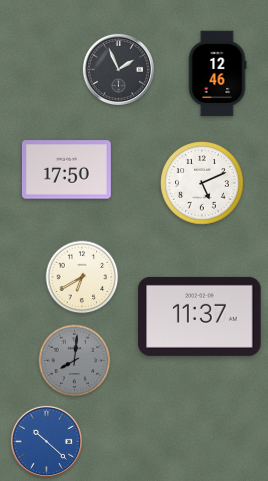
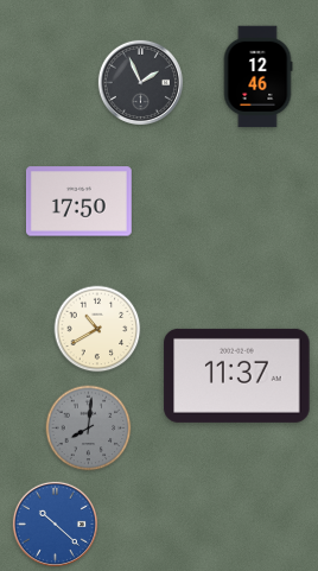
clock at (217, 74) position: (217, 74) -> (257, 77)
clock at (202, 183): 5:11 -> none
clock at (82, 277): 6:40 -> 10:40
